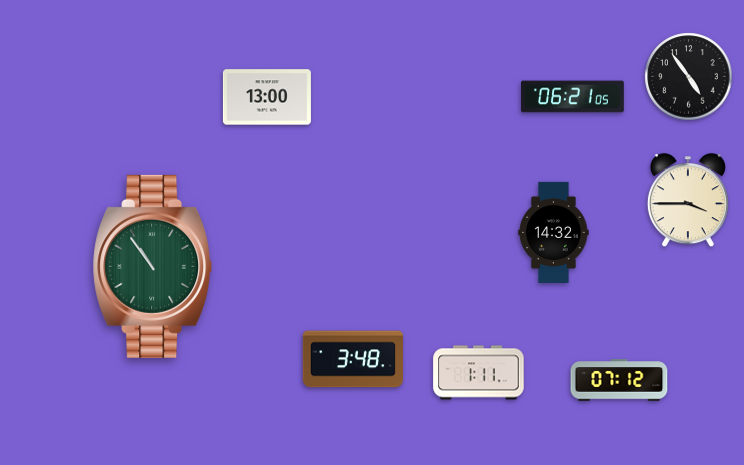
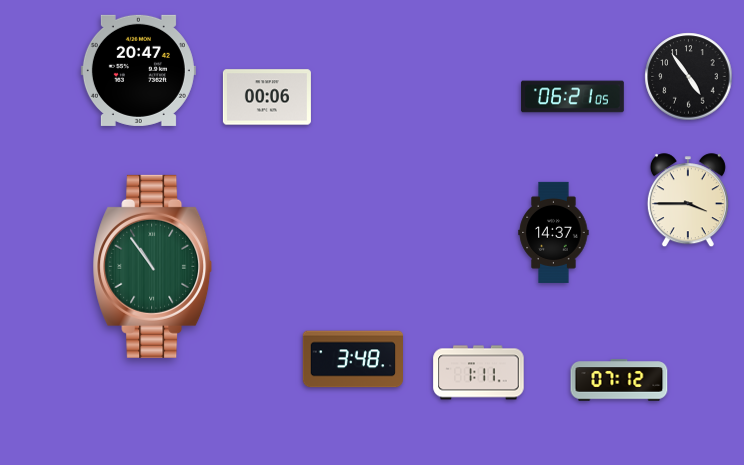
clock at (138, 70): none -> 20:47
clock at (267, 97): 13:00 -> 00:06
clock at (554, 232): 14:32 -> 14:37
